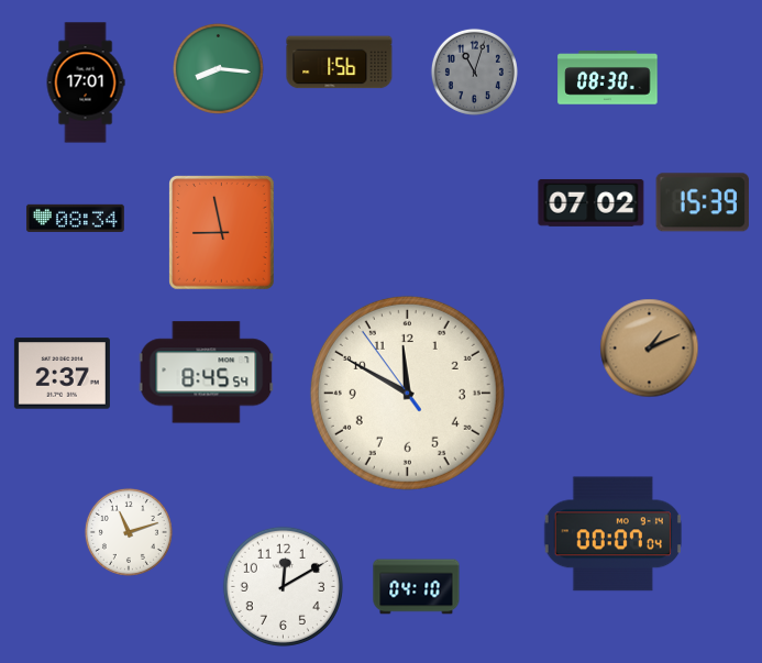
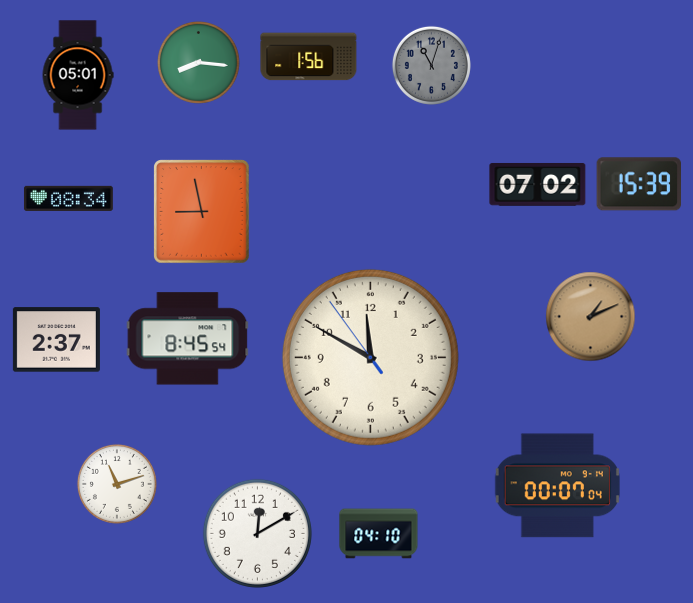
clock at (608, 78): 08:30 -> none
clock at (86, 82): 17:01 -> 05:01
